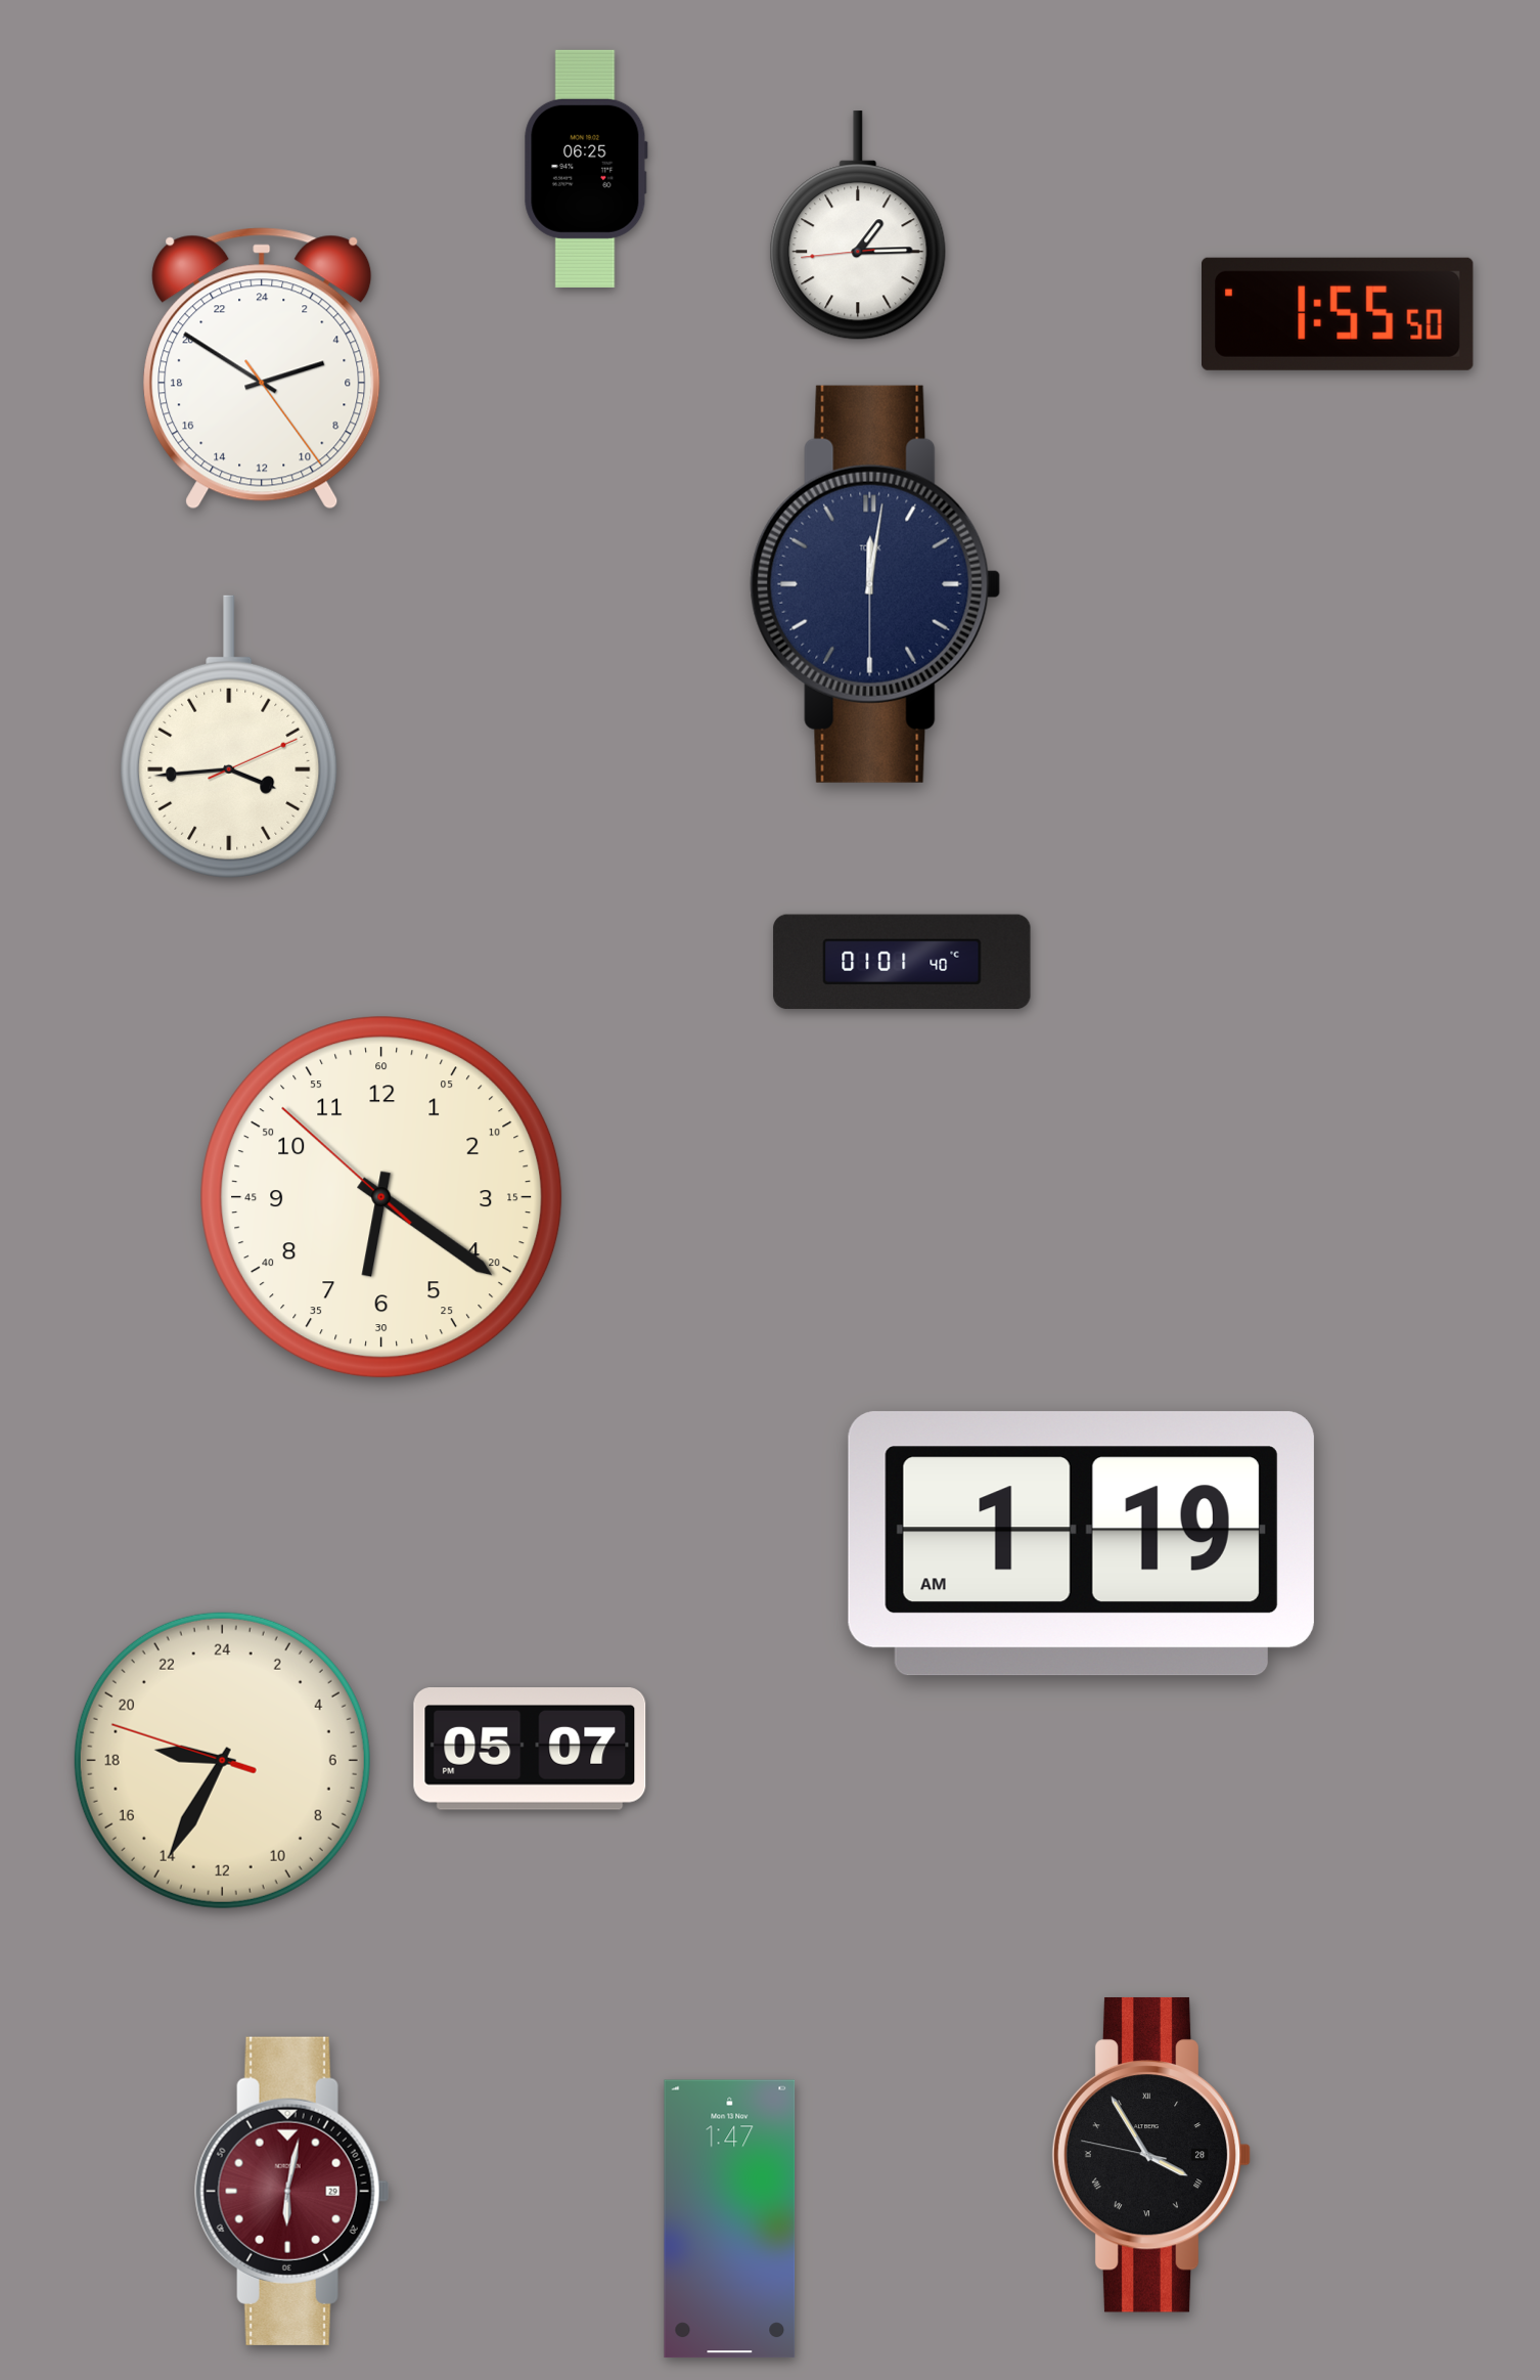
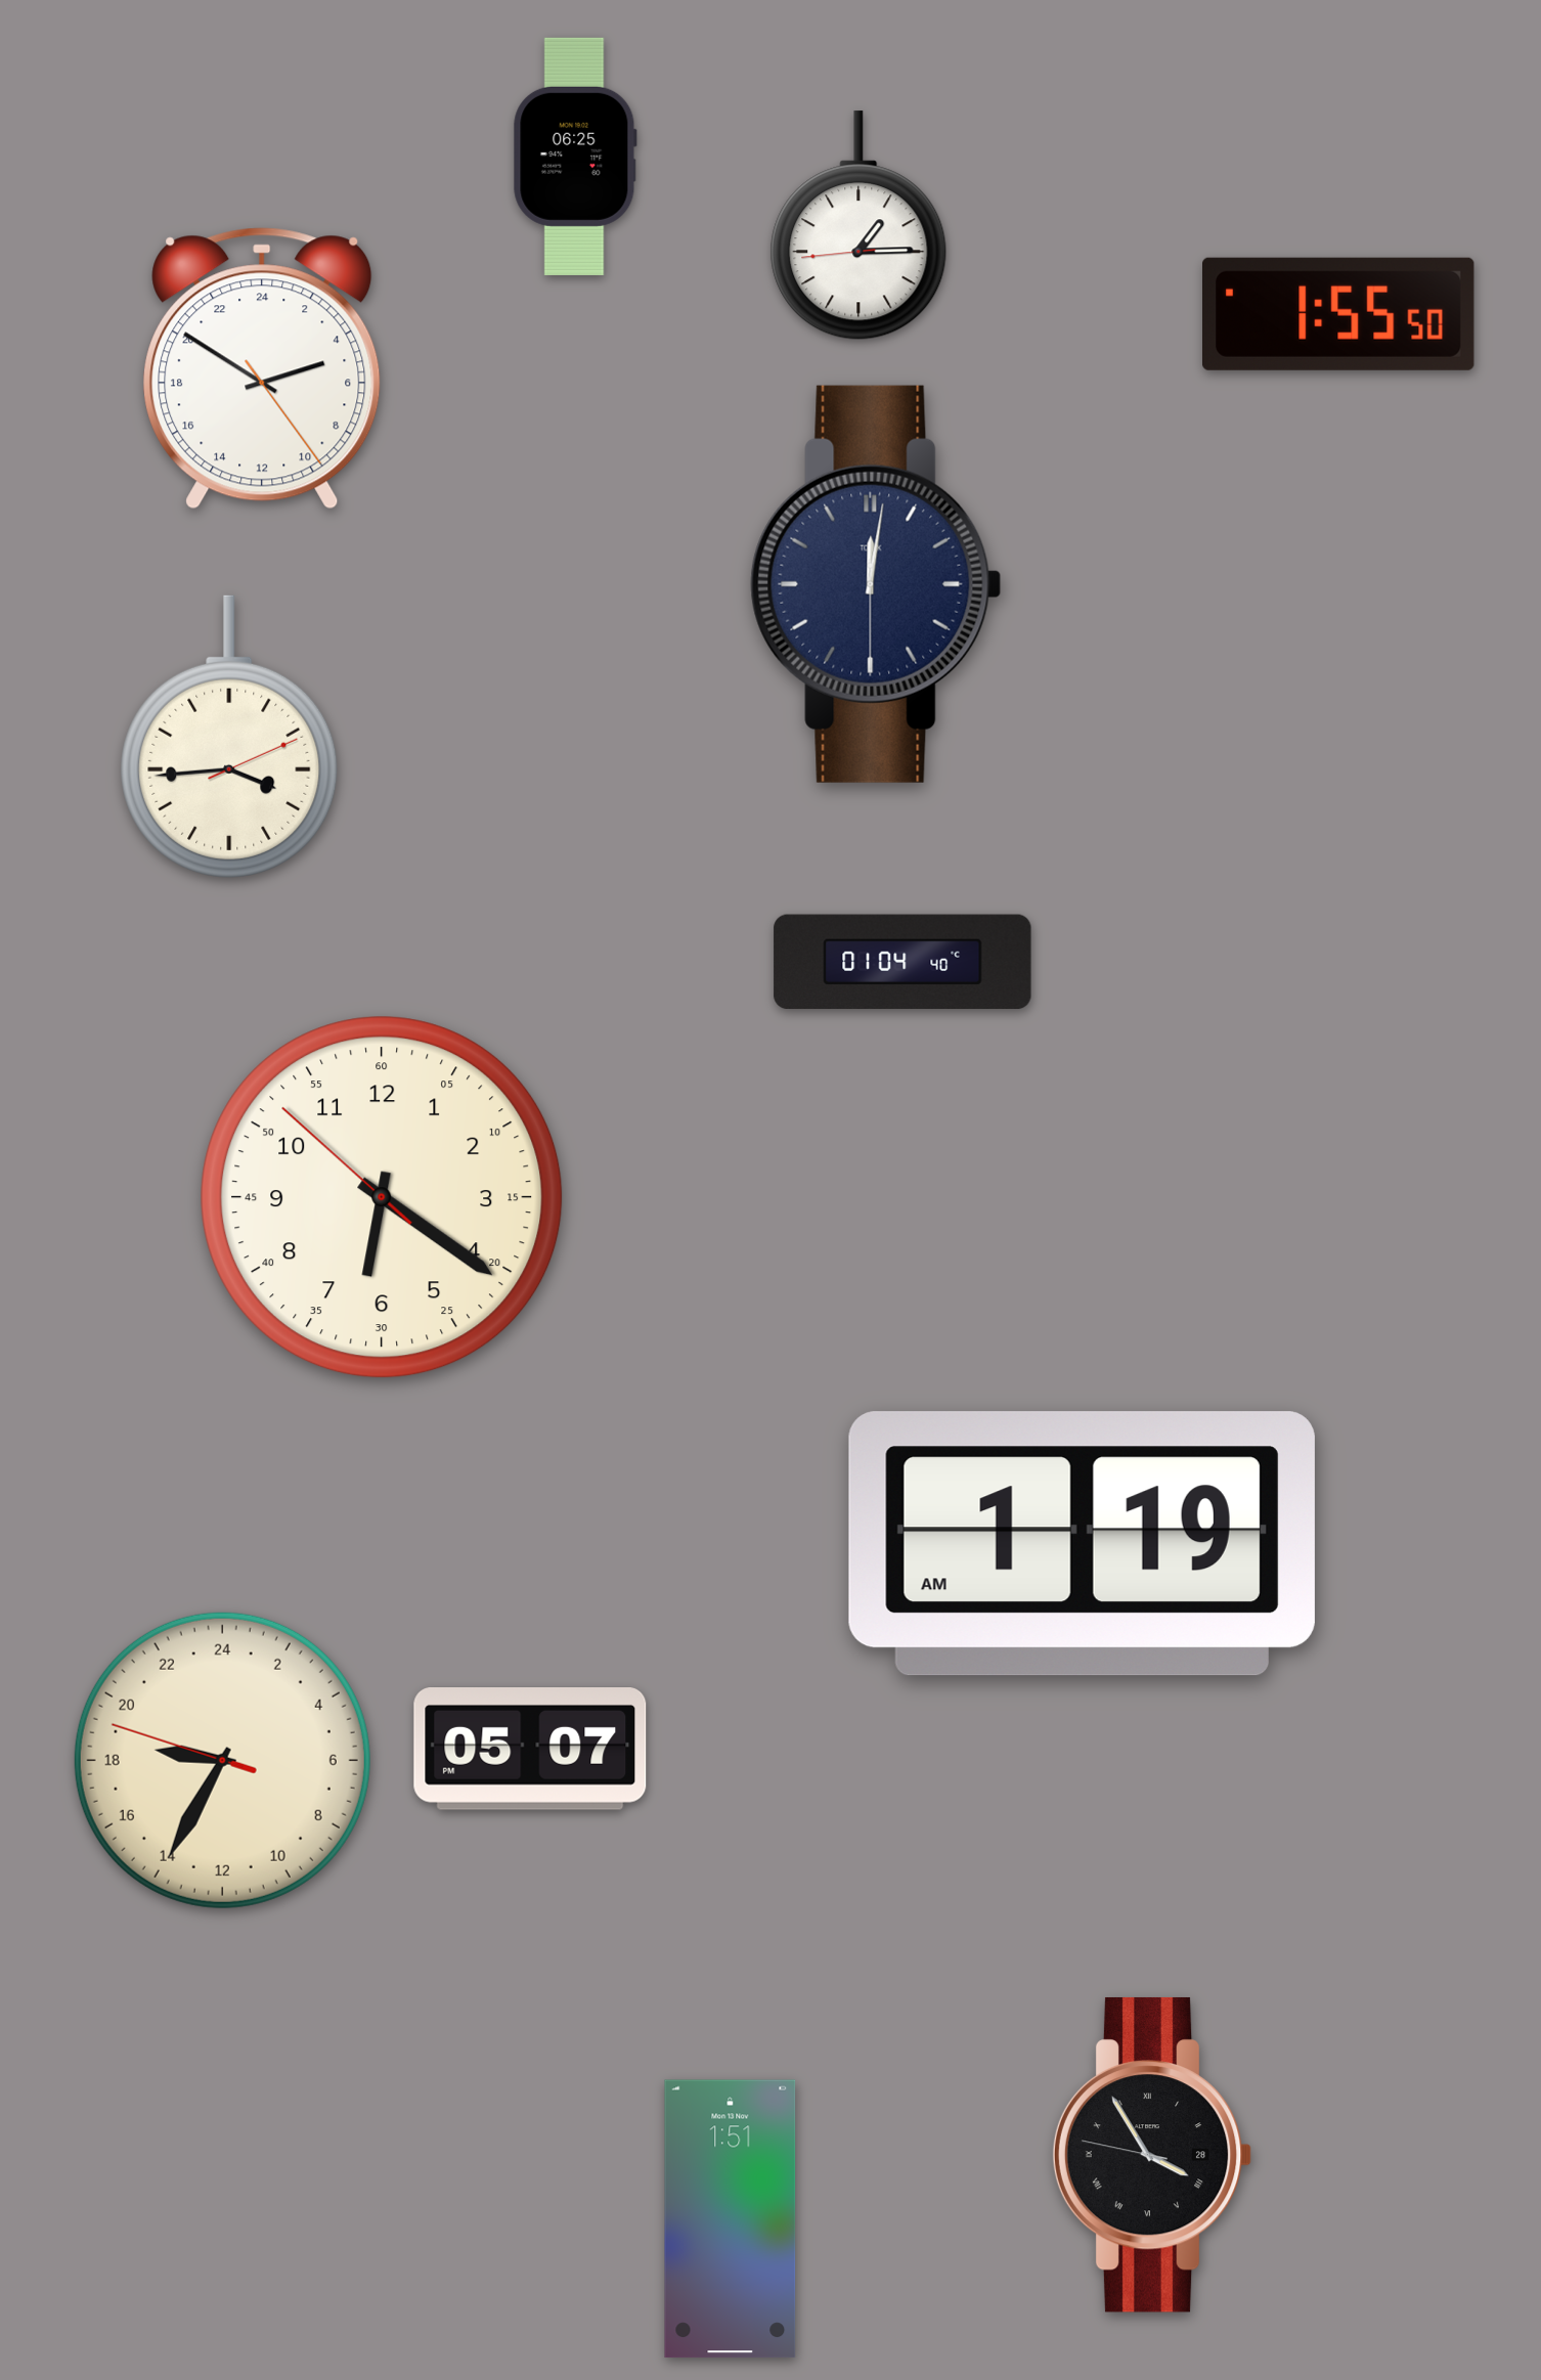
clock at (586, 169) position: (586, 169) -> (575, 157)
clock at (902, 962): 01:01 -> 01:04
clock at (291, 2191): 6:02 -> none
clock at (730, 2219): 1:47 -> 1:51
